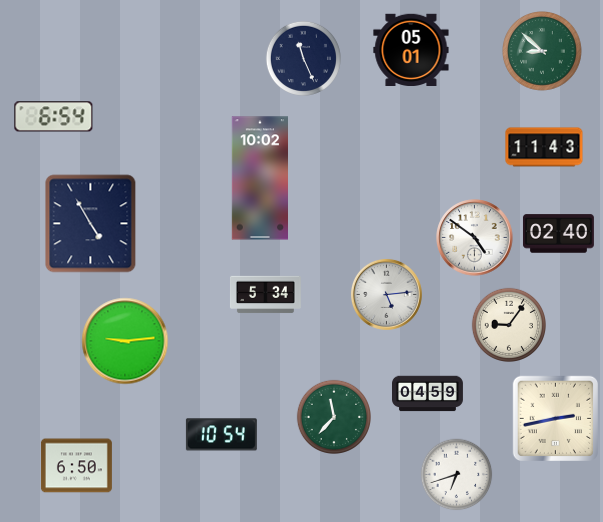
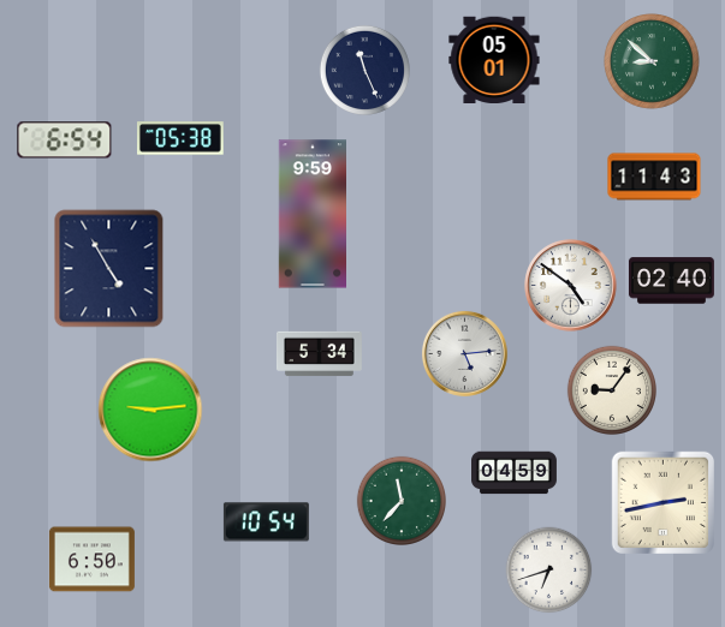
clock at (180, 138): none -> 05:38
clock at (259, 178): 10:02 -> 9:59
clock at (555, 418) position: (555, 418) -> (662, 502)
